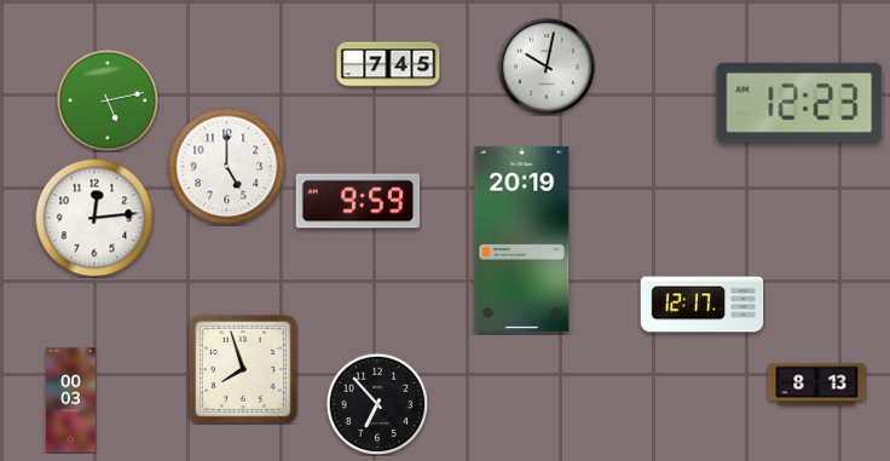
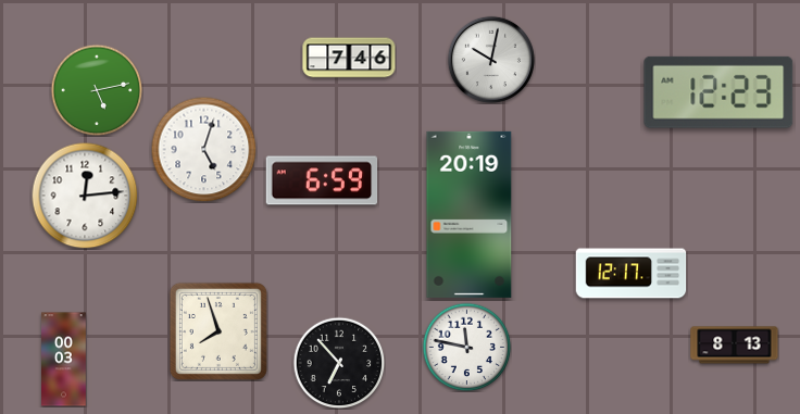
clock at (388, 64): 7:45 -> 7:46
clock at (226, 166): 5:00 -> 5:03
clock at (358, 201): 9:59 -> 6:59
clock at (466, 347): none -> 11:47
